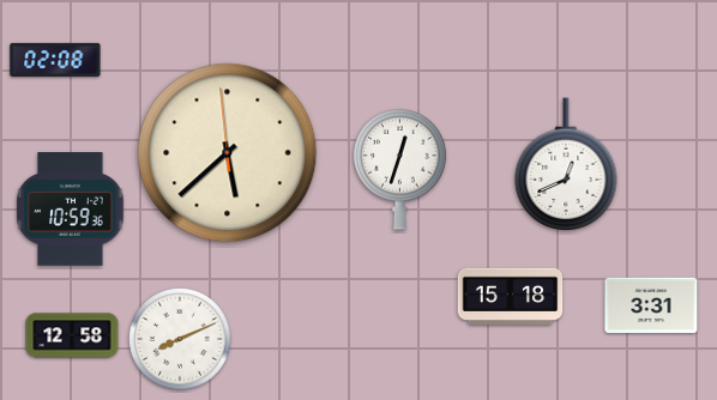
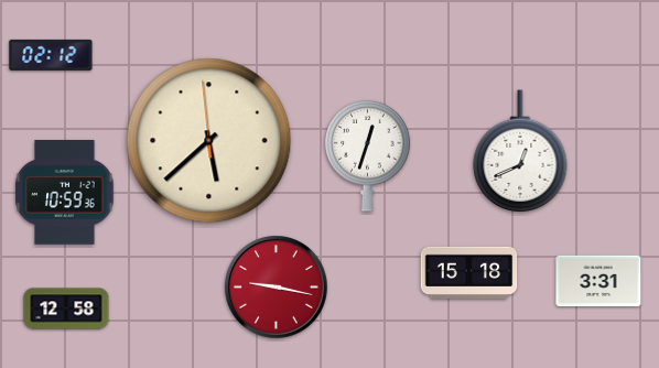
clock at (55, 60): 02:08 -> 02:12
clock at (277, 288): none -> 9:17
clock at (181, 340): 8:11 -> none
